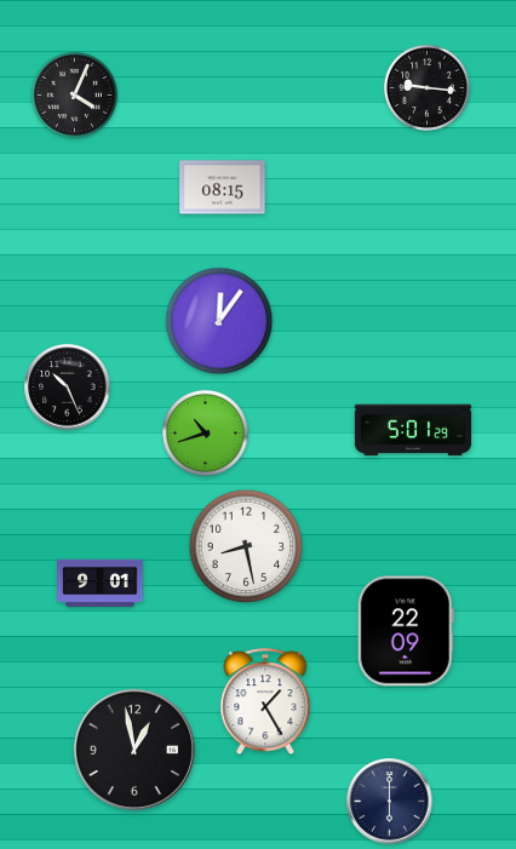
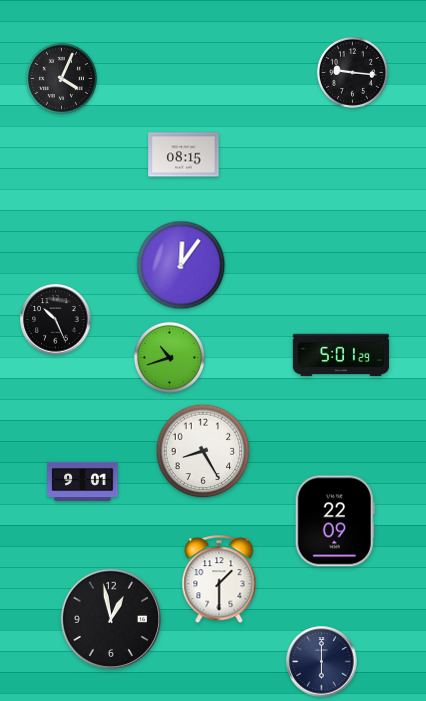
clock at (246, 546): 8:28 -> 8:25
clock at (265, 702): 1:25 -> 1:30
